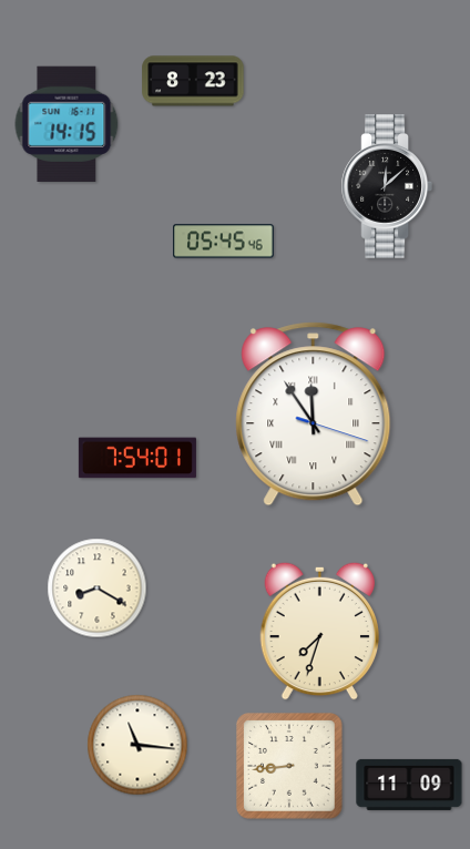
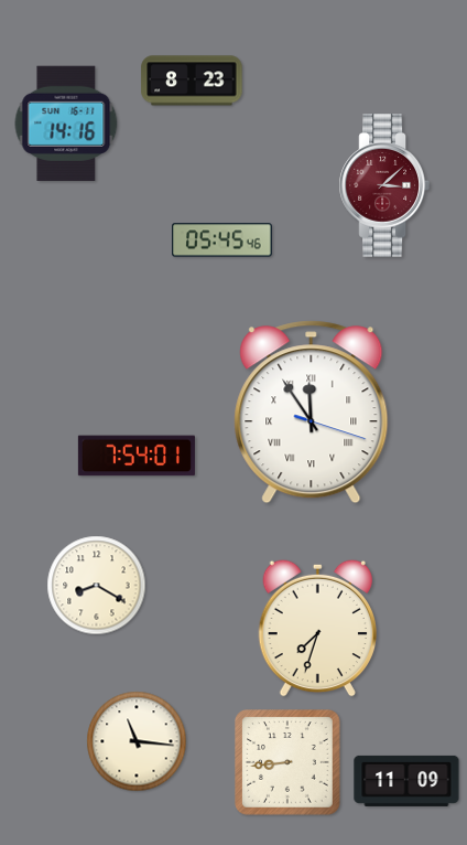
clock at (67, 123): 14:15 -> 14:16
clock at (386, 186): 12:08 -> 3:08
clock at (386, 186) dial: black -> burgundy
